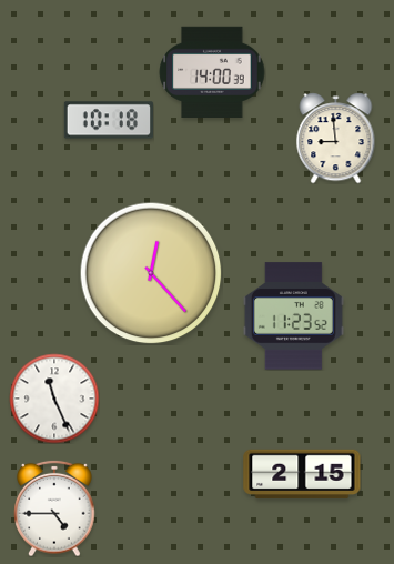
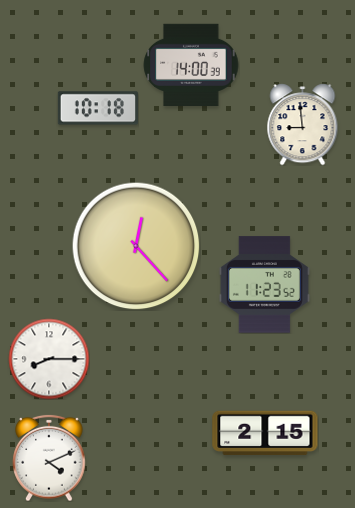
clock at (54, 399): 11:26 -> 8:15
clock at (302, 474) position: (302, 474) -> (265, 433)
clock at (54, 508): 4:45 -> 4:11
